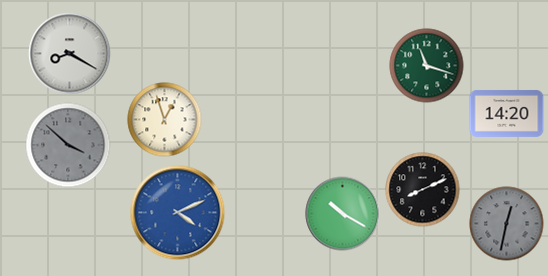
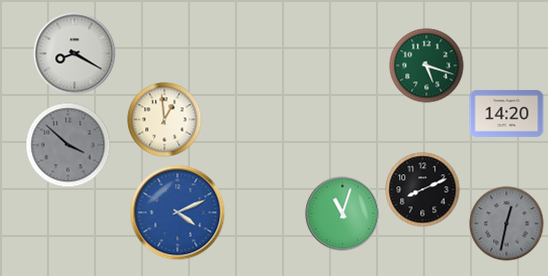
clock at (70, 54) position: (70, 54) -> (75, 54)
clock at (427, 66): 11:18 -> 5:18
clock at (165, 120): 12:57 -> 12:59
clock at (343, 214): 10:20 -> 11:03
